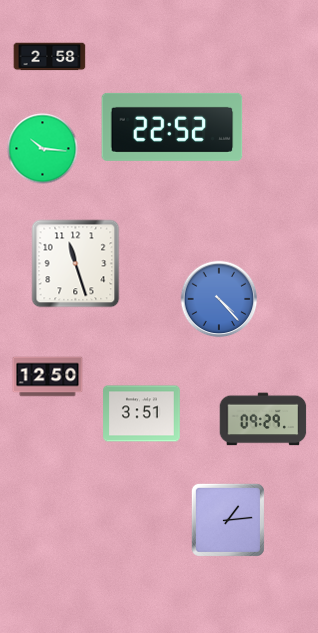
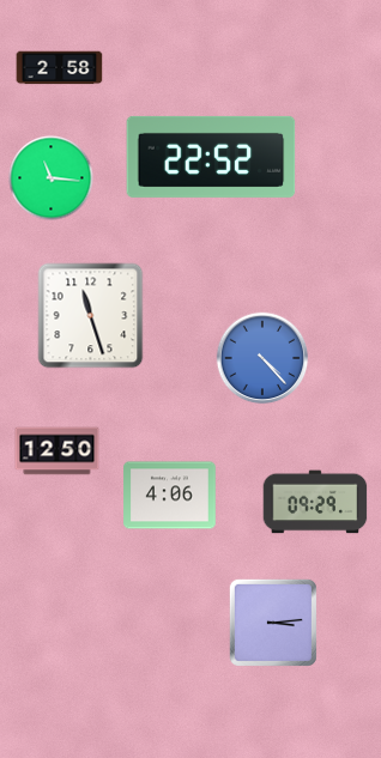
clock at (172, 127) position: (172, 127) -> (211, 157)
clock at (43, 149): 10:16 -> 11:16
clock at (142, 414): 3:51 -> 4:06
clock at (228, 520): 1:14 -> 3:14
